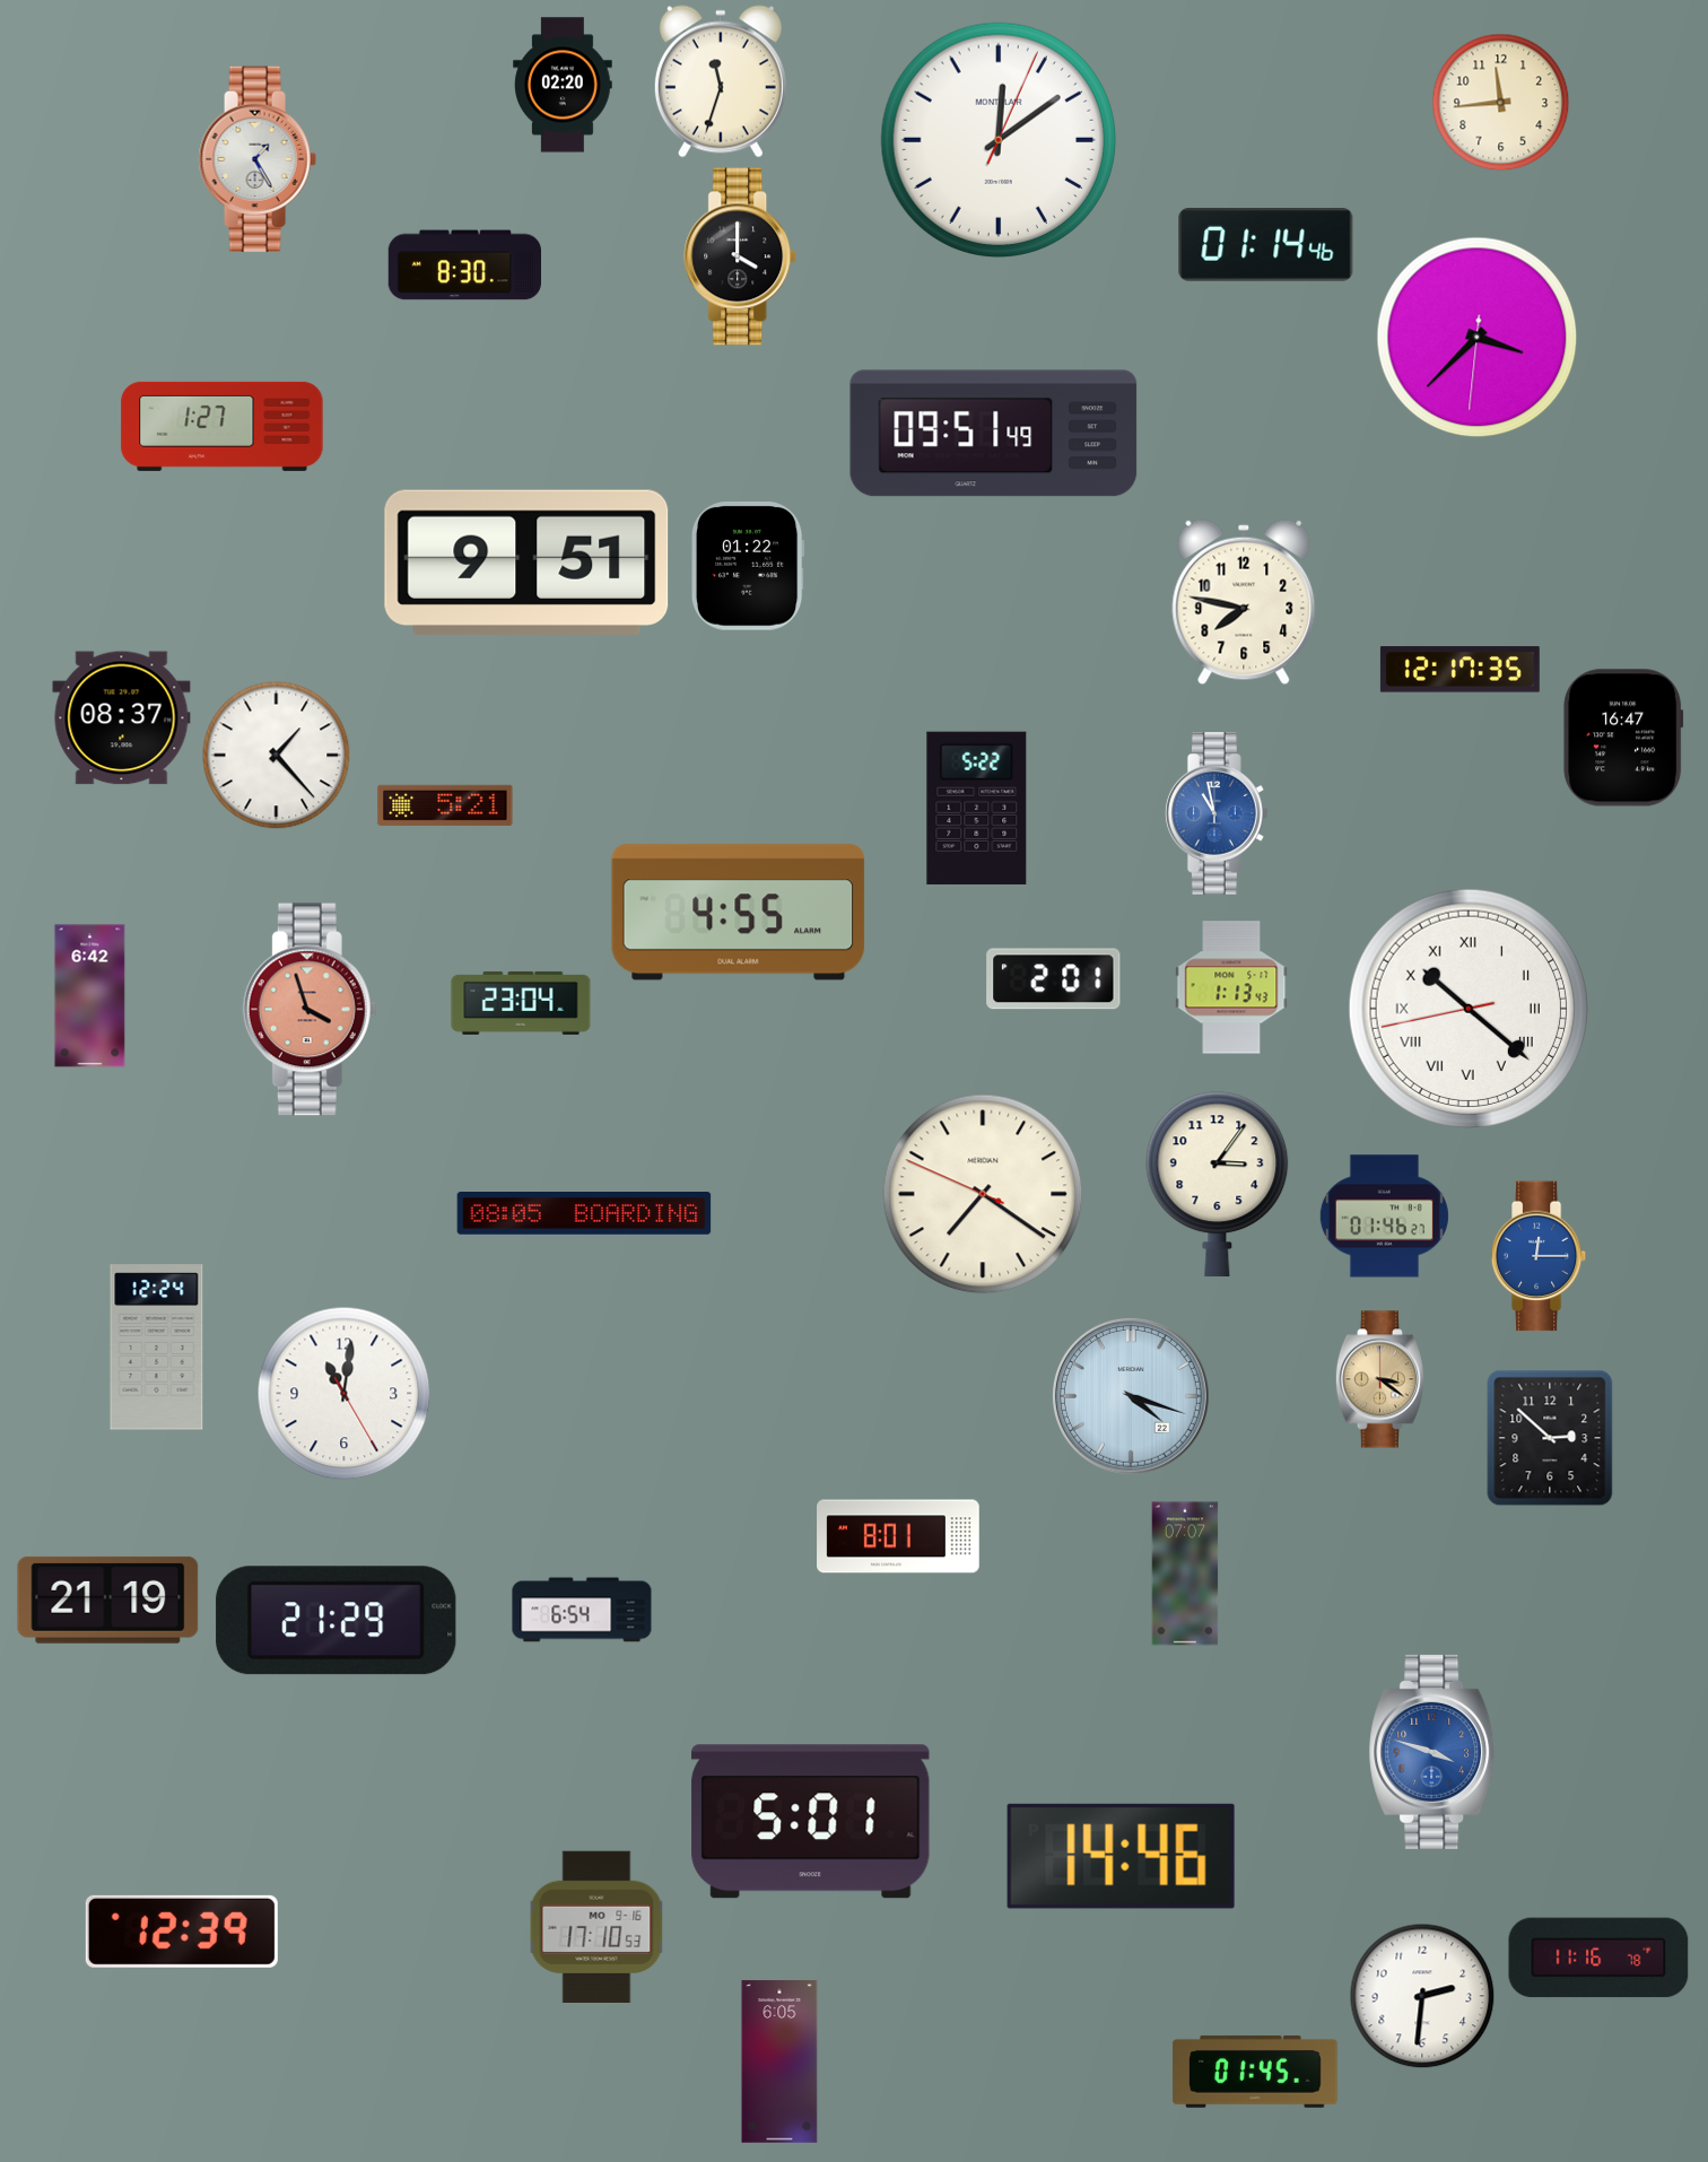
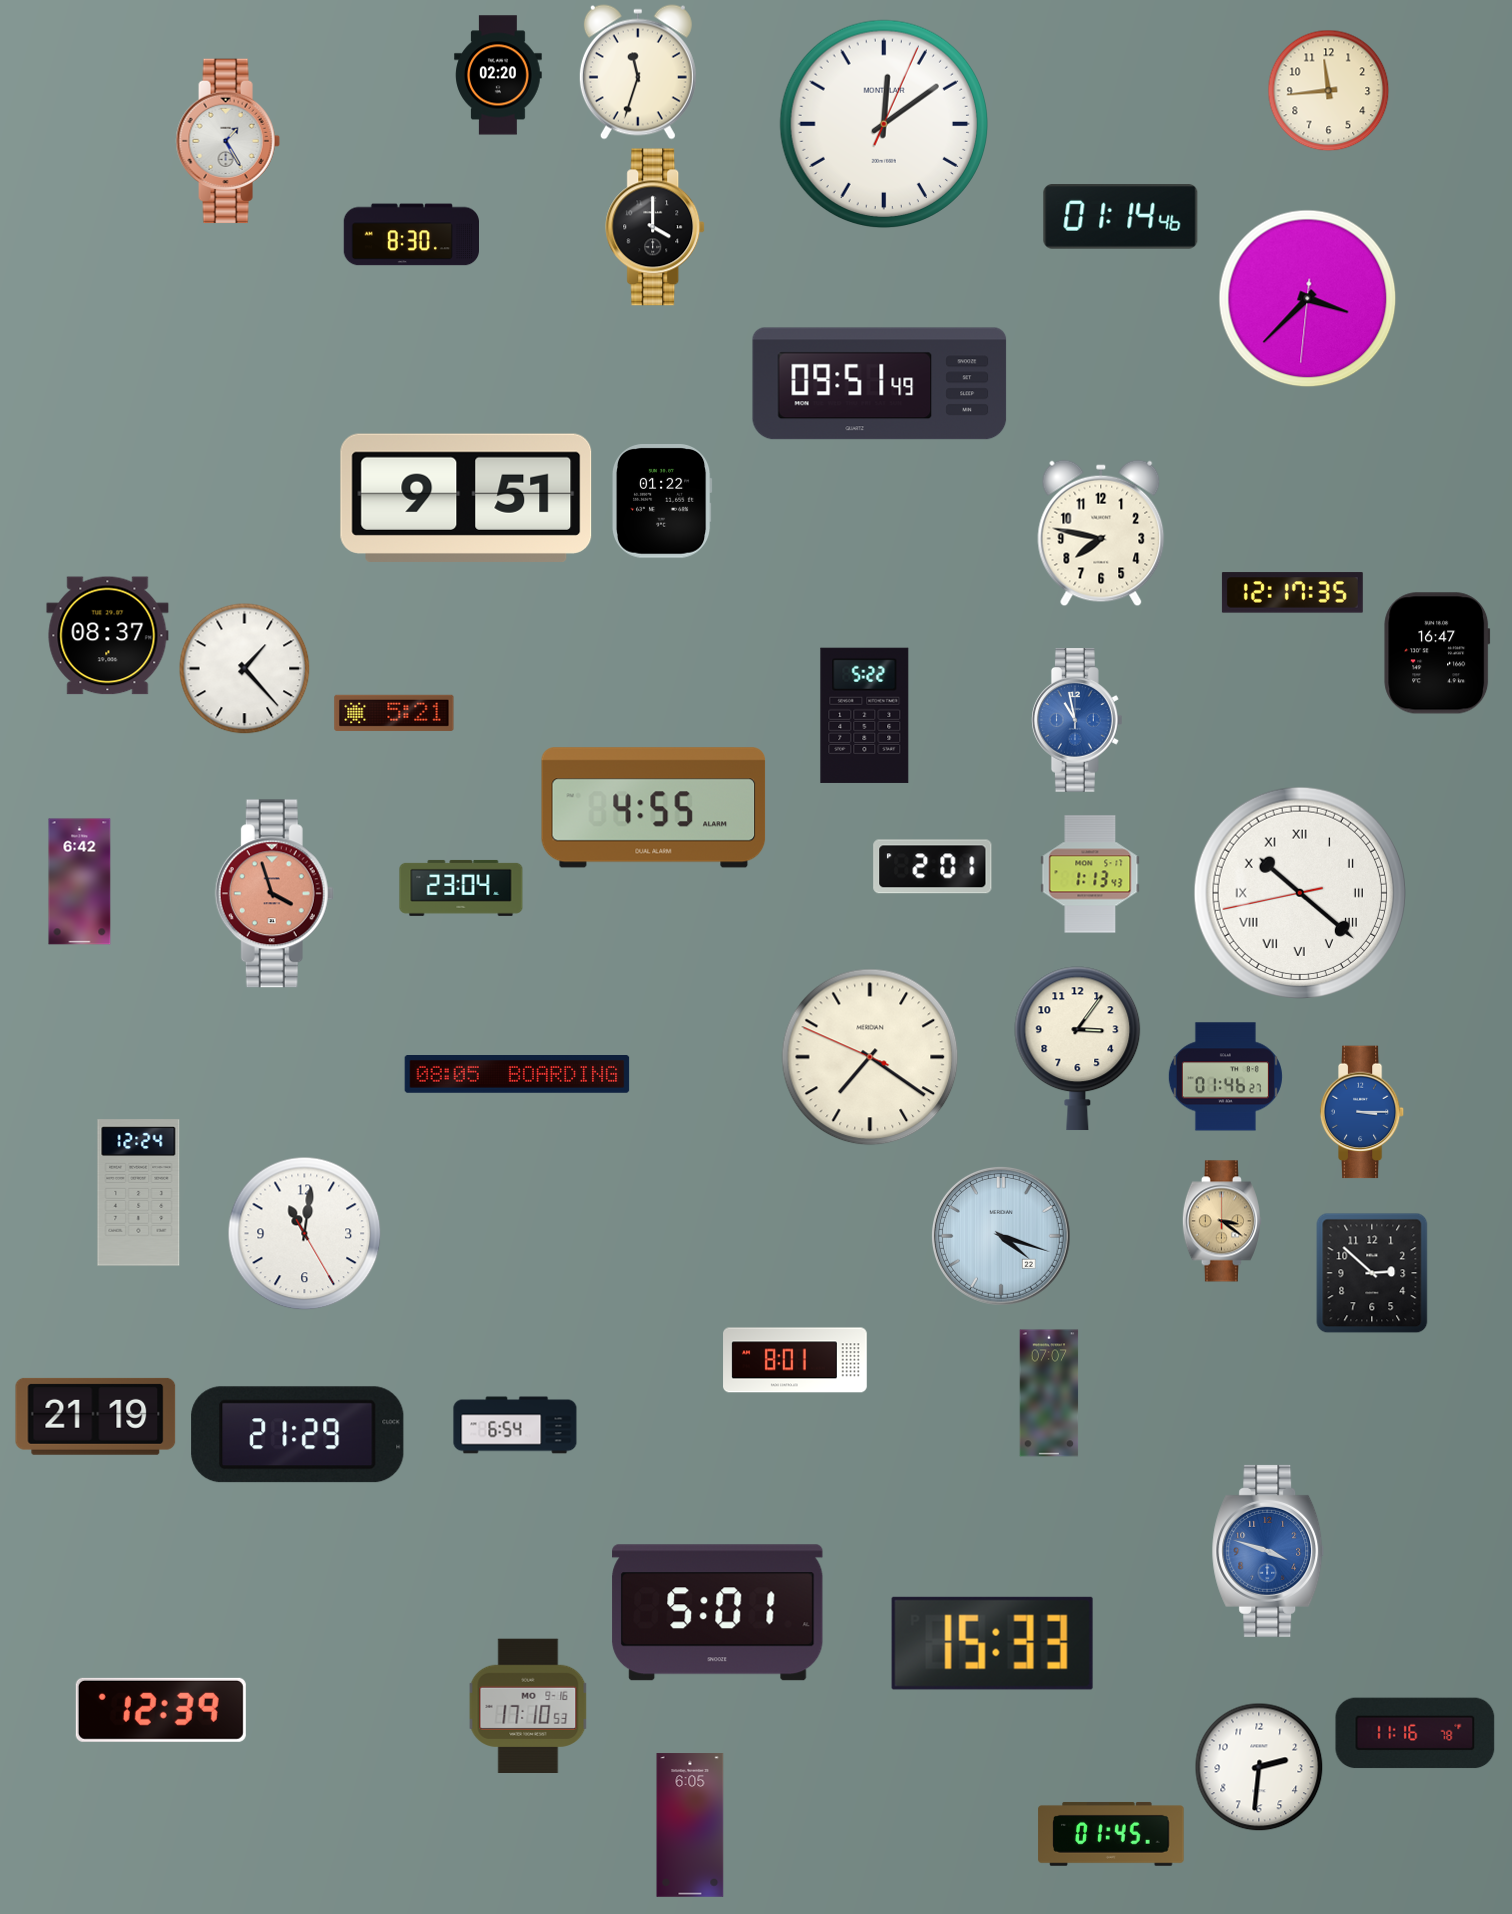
clock at (223, 426): 1:27 -> none
clock at (1539, 1256): 12:15 -> 3:15
clock at (1121, 1856): 14:46 -> 15:33
